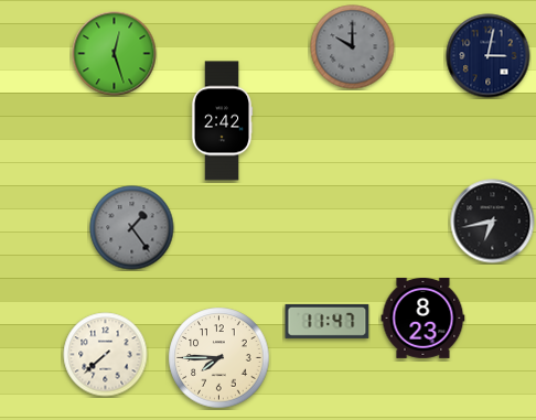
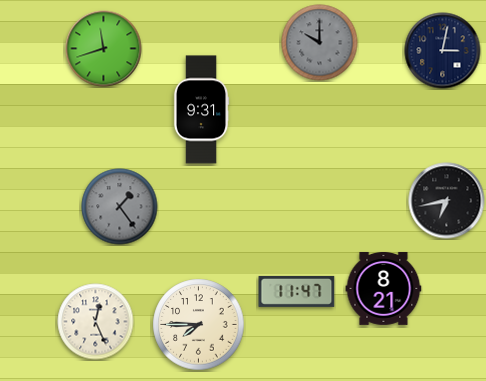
clock at (115, 54): 12:27 -> 11:42
clock at (222, 121): 2:42 -> 9:31
clock at (424, 317): 8:23 -> 8:21
clock at (106, 355): 7:38 -> 12:26
